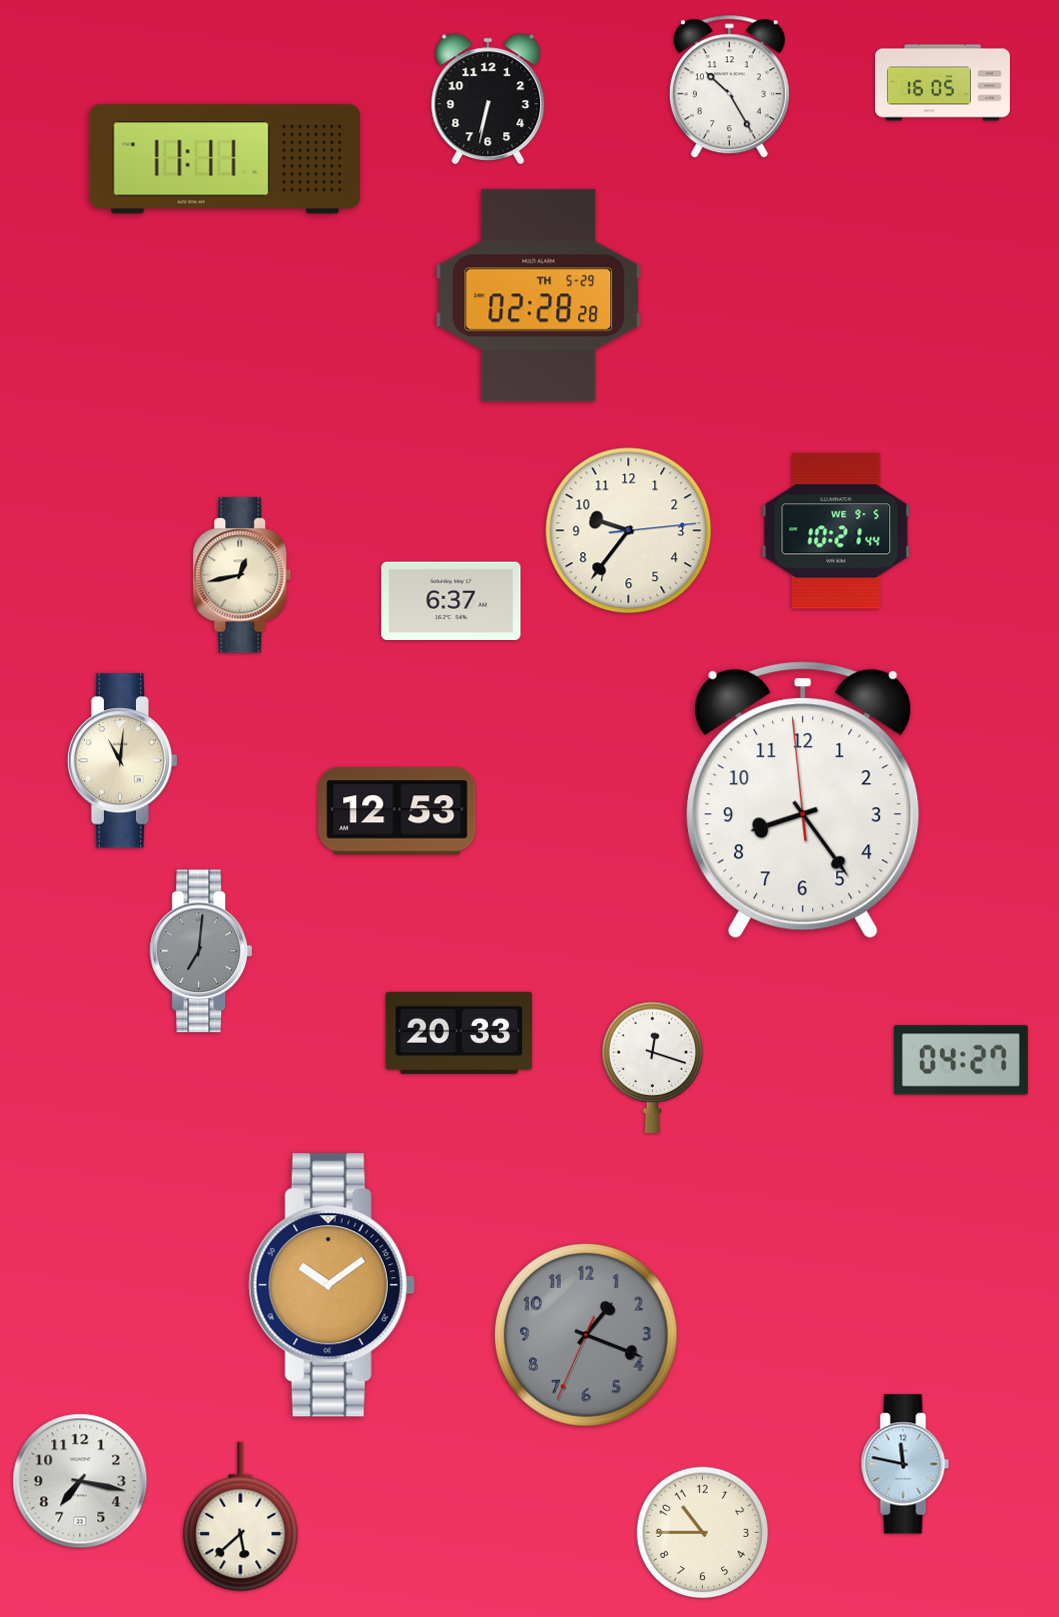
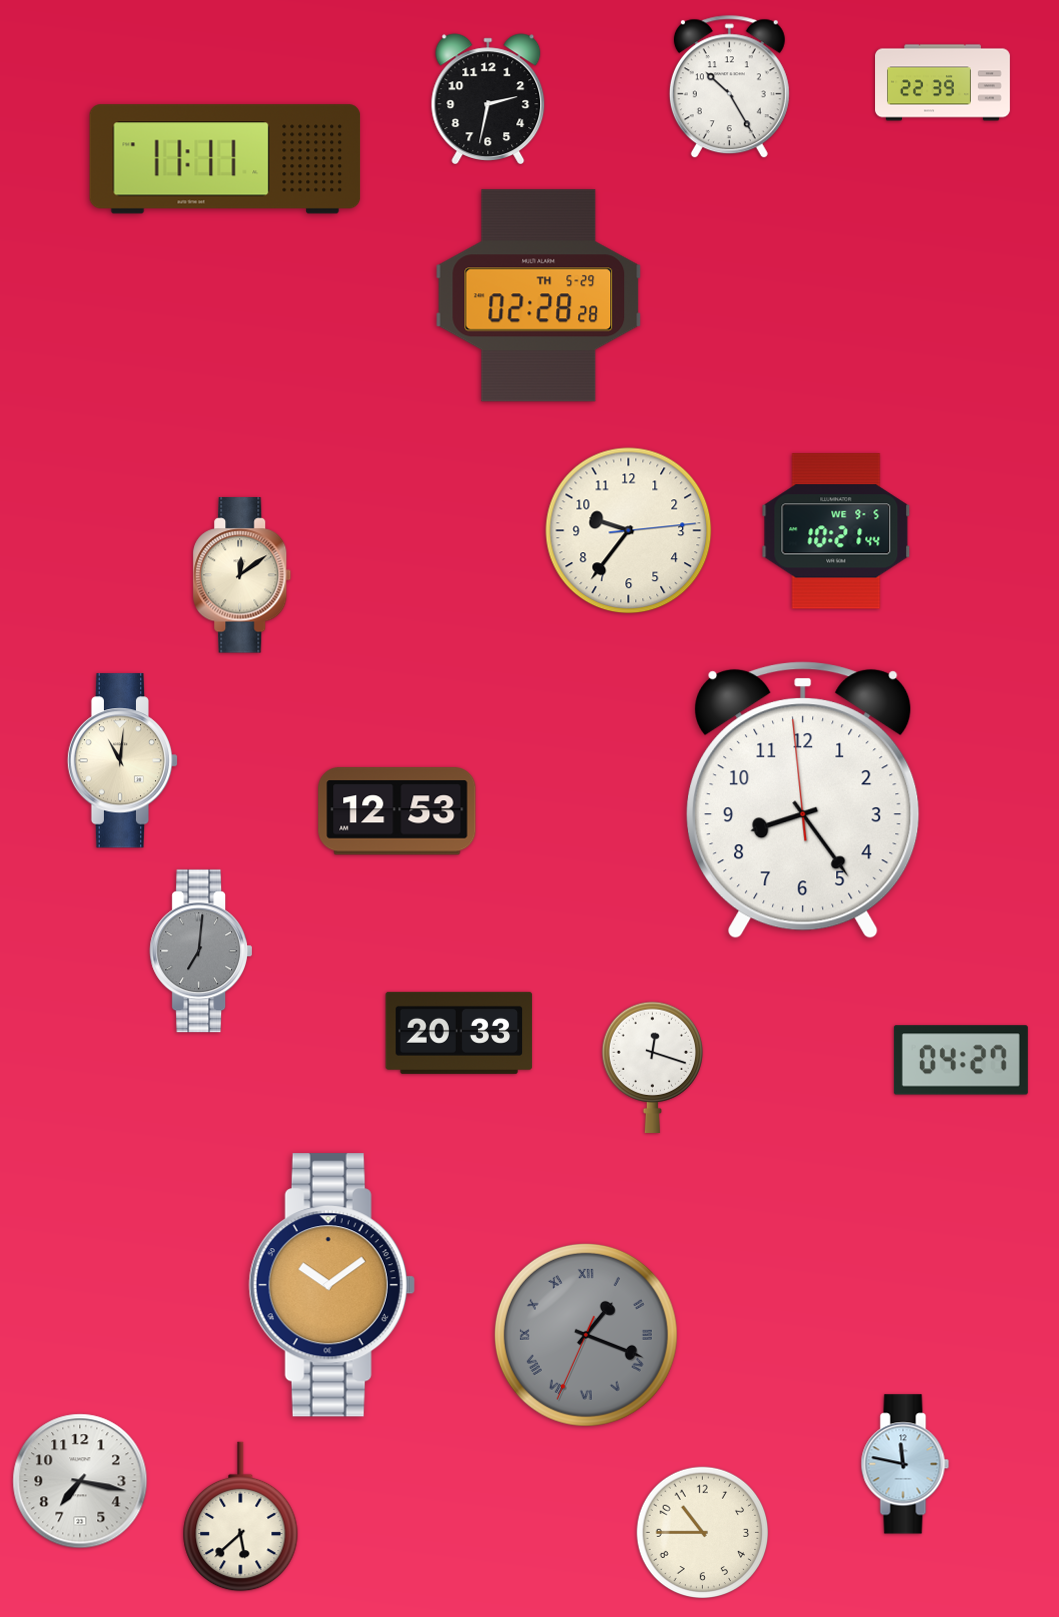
clock at (943, 83): 16:05 -> 22:39
clock at (488, 99): 6:32 -> 2:32
clock at (242, 575): 12:43 -> 12:09
clock at (451, 601): 6:37 -> none
clock at (586, 1335) numerals: Arabic -> Roman
